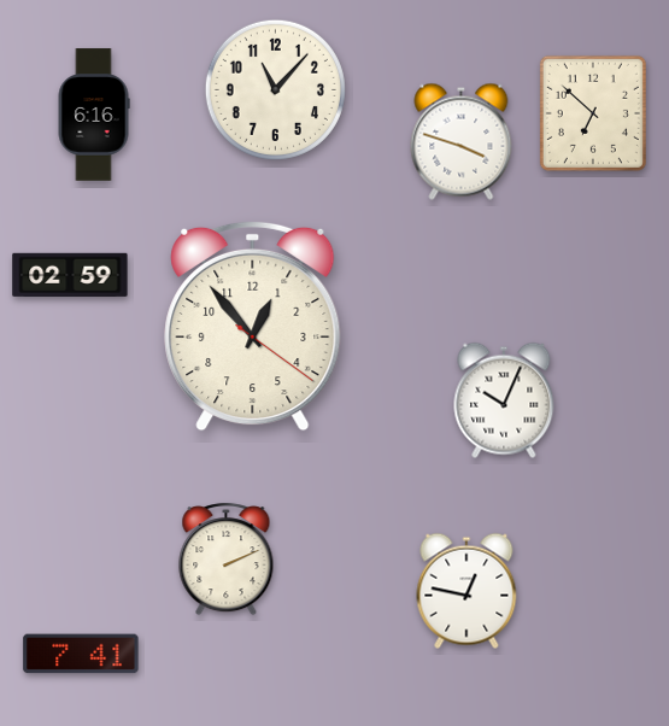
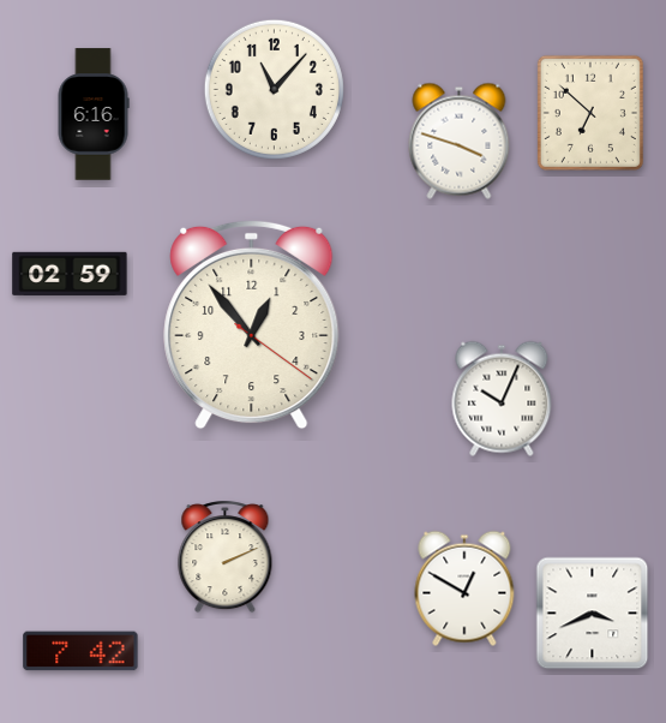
clock at (466, 591): 12:47 -> 12:50
clock at (593, 614): none -> 3:41
clock at (81, 654): 7:41 -> 7:42
